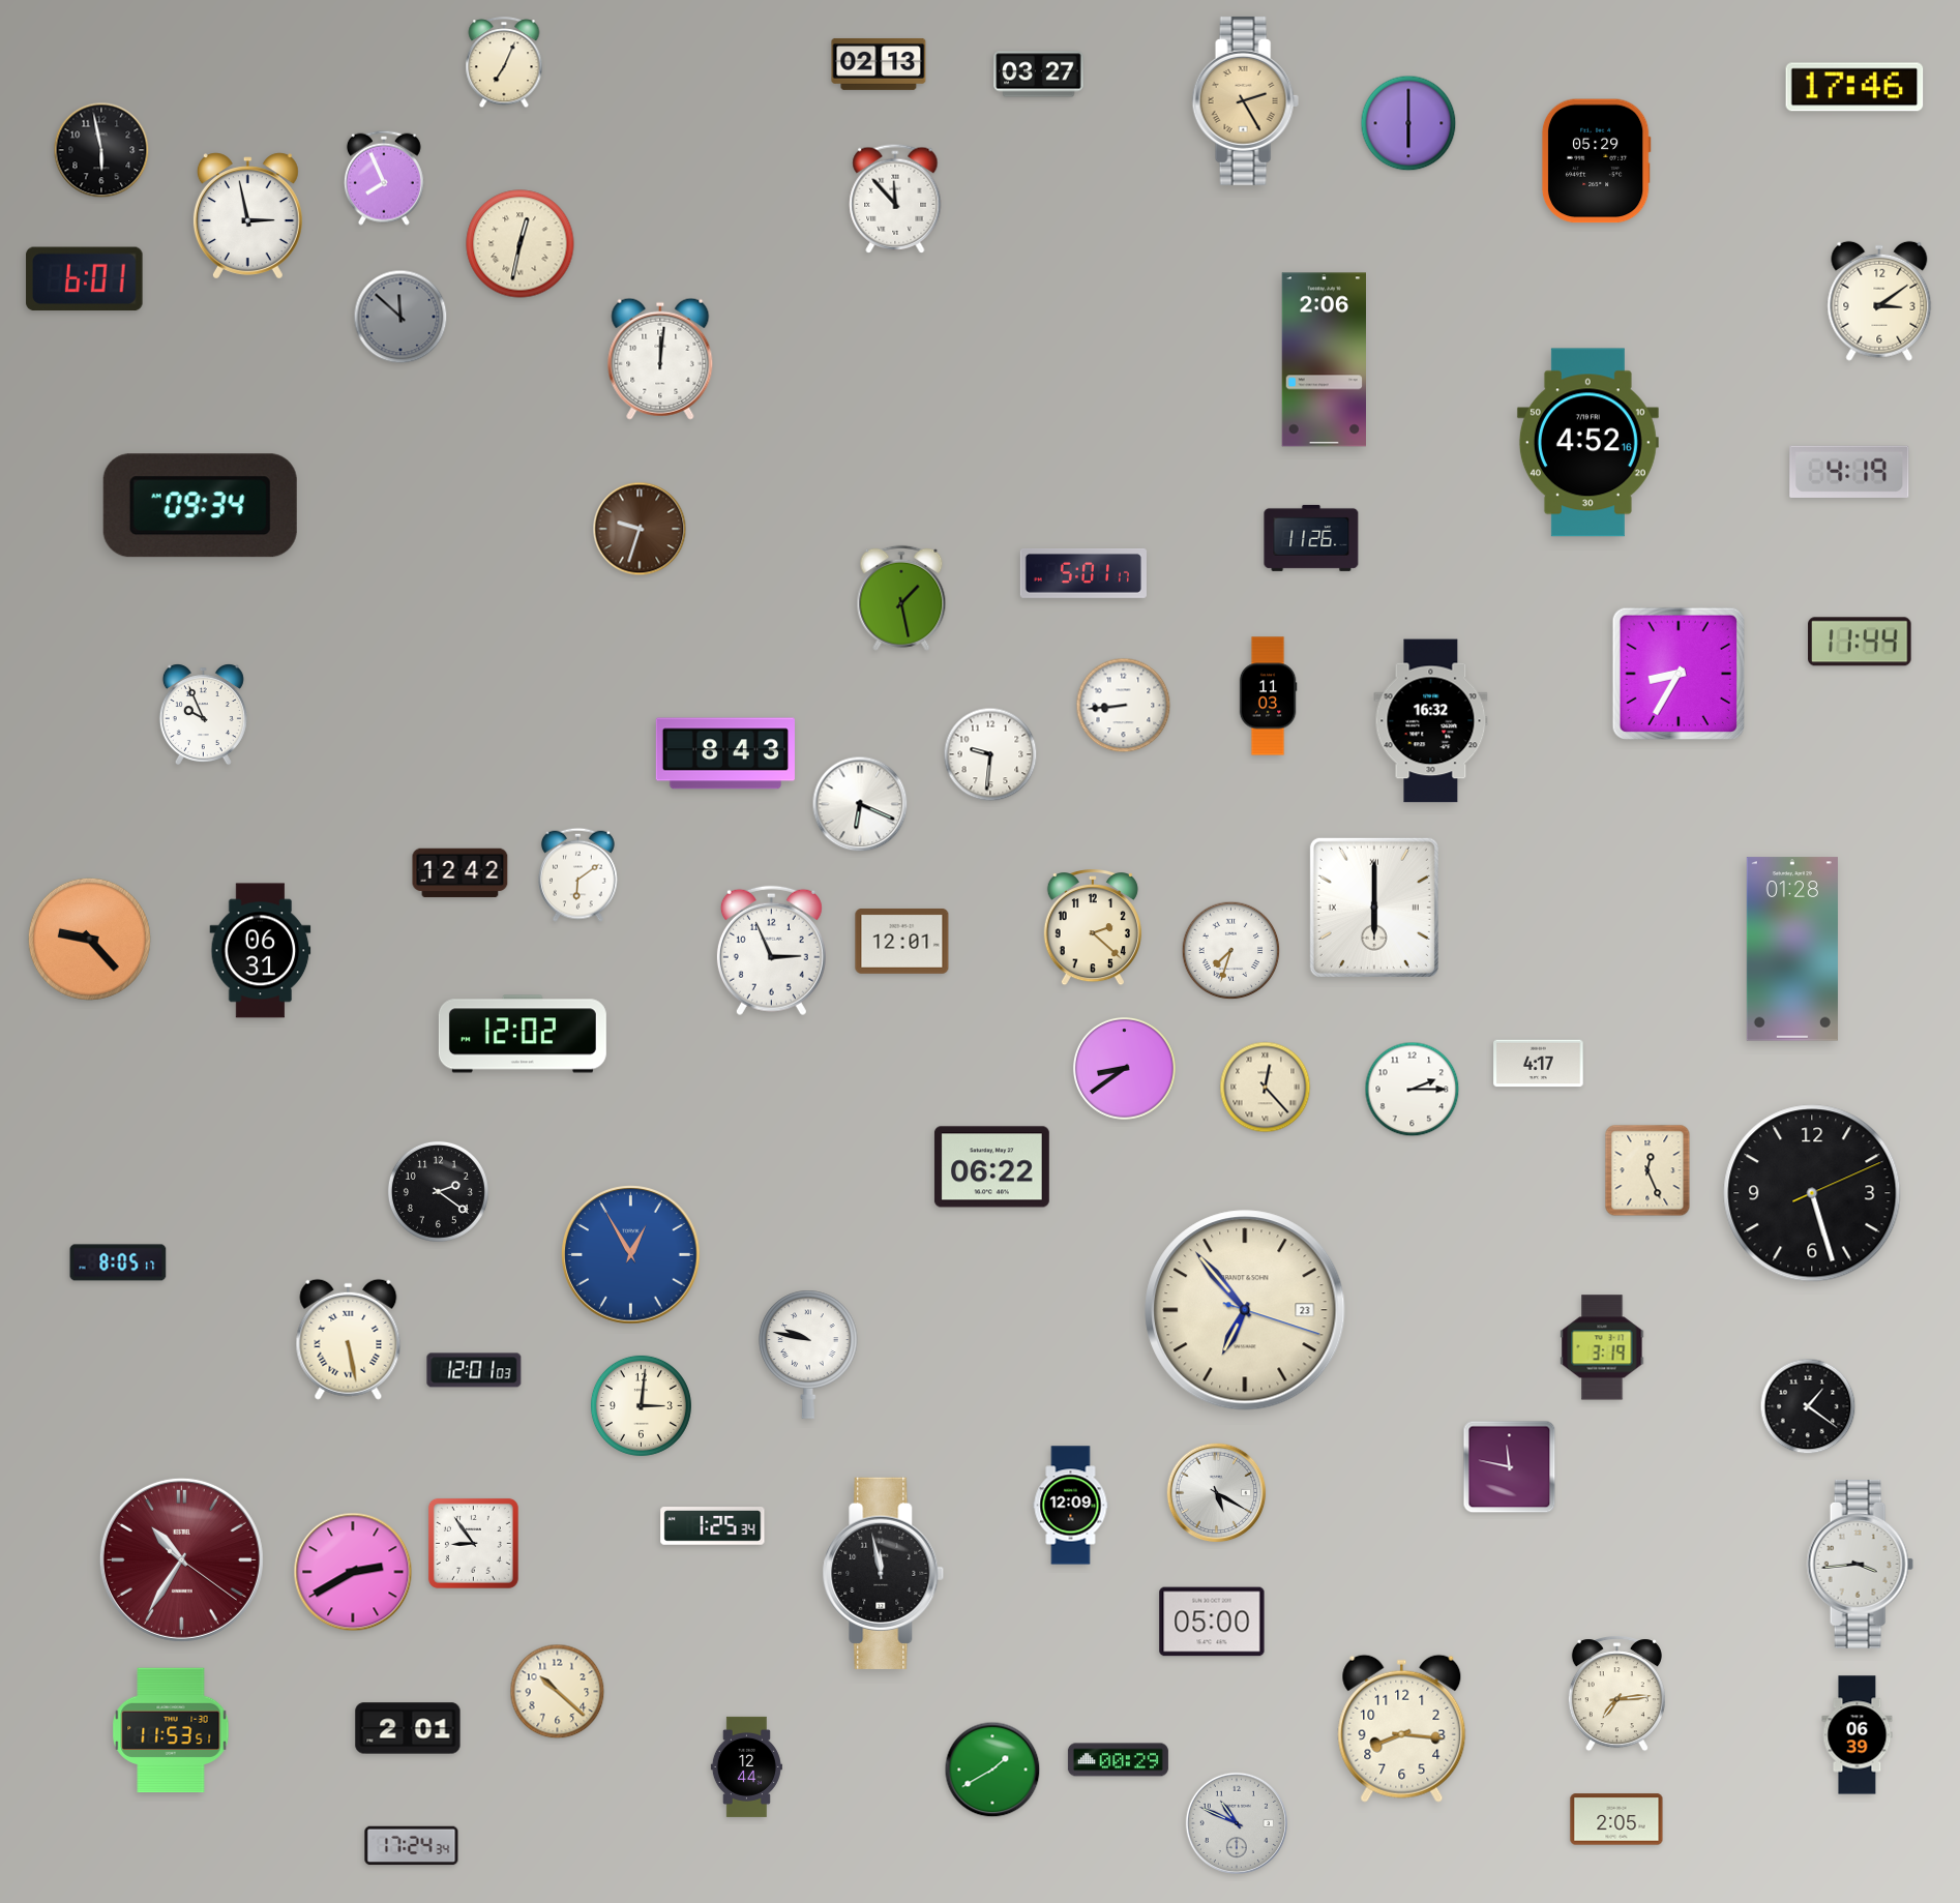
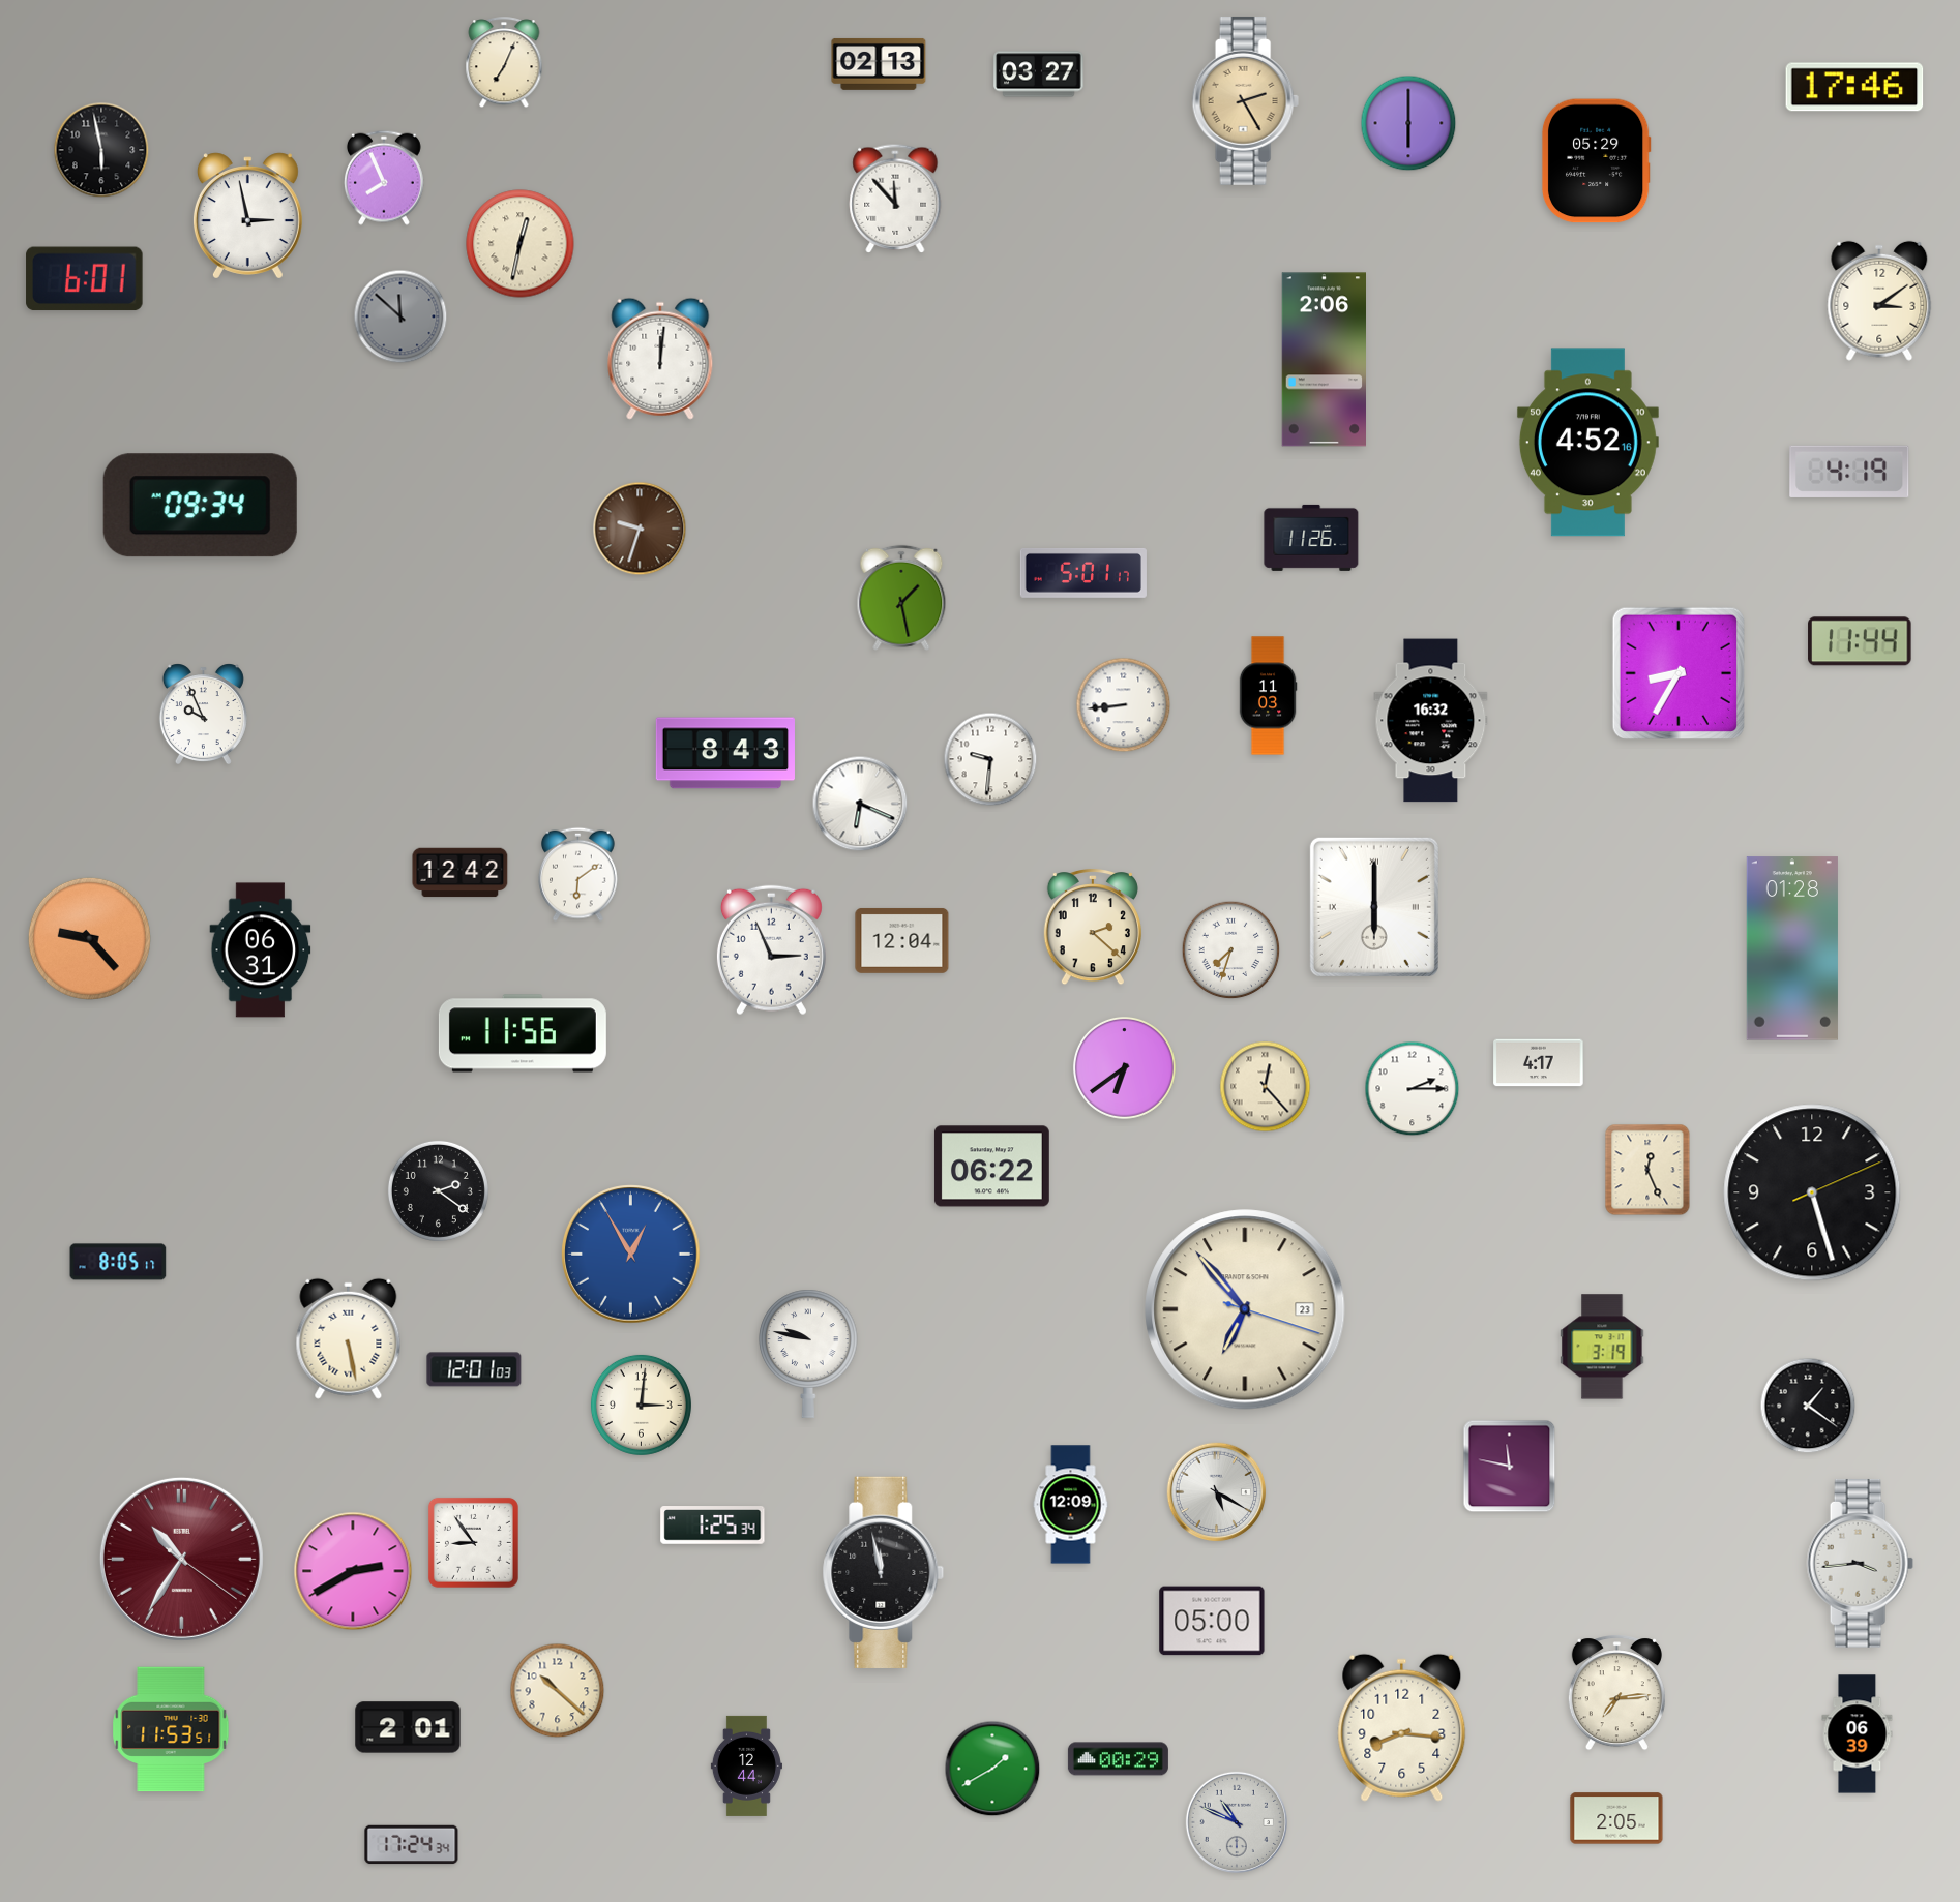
clock at (990, 754) position: (990, 754) -> (990, 759)
clock at (902, 942): 12:01 -> 12:04
clock at (523, 1034): 12:02 -> 11:56
clock at (1124, 1068): 8:39 -> 6:39
